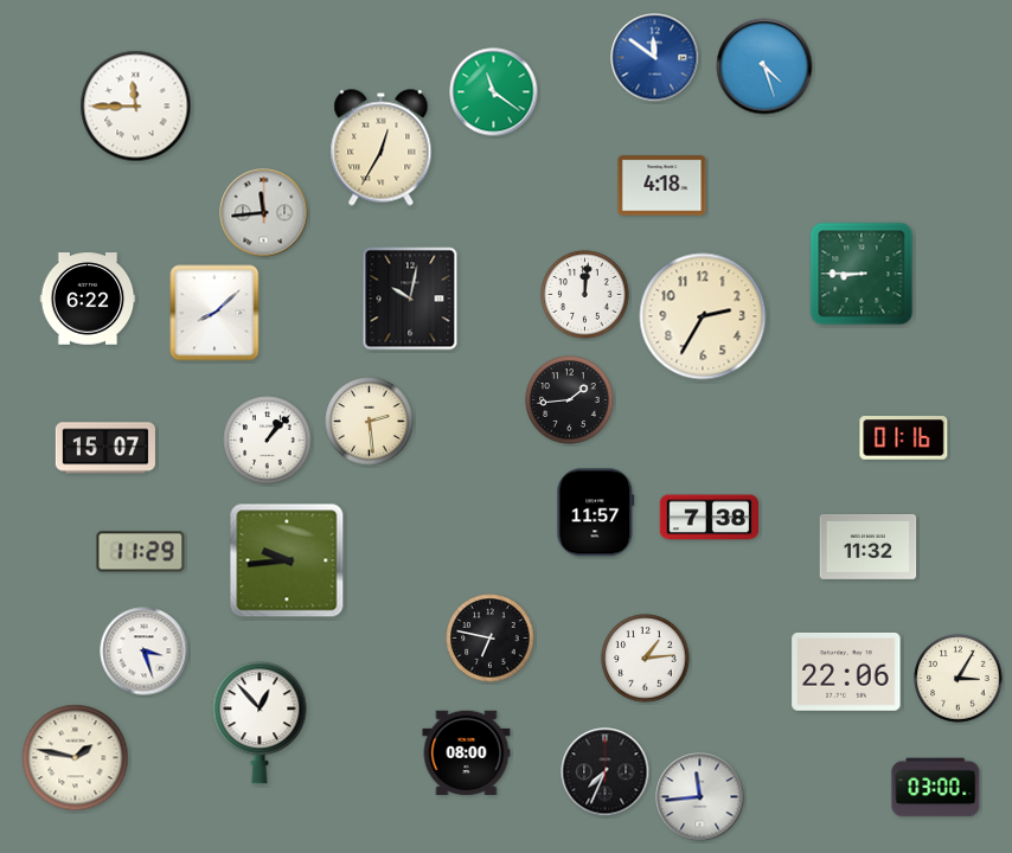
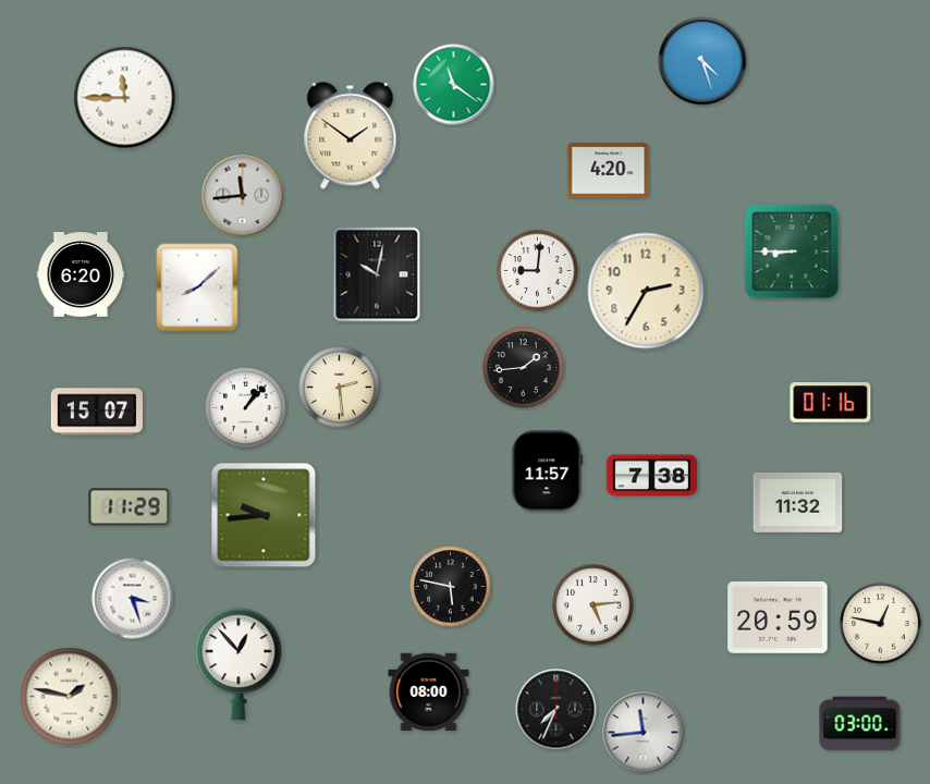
clock at (655, 58): 11:51 -> none
clock at (382, 148): 12:35 -> 1:51
clock at (662, 186): 4:18 -> 4:20
clock at (585, 295): 12:01 -> 9:01
clock at (88, 299): 6:22 -> 6:20
clock at (268, 441) position: (268, 441) -> (246, 408)
clock at (491, 639): 6:47 -> 5:47
clock at (646, 659): 1:14 -> 5:14
clock at (846, 672): 22:06 -> 20:59
clock at (959, 679): 3:05 -> 12:47
